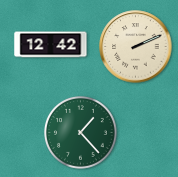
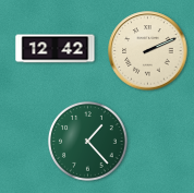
clock at (81, 133) position: (81, 133) -> (88, 142)
